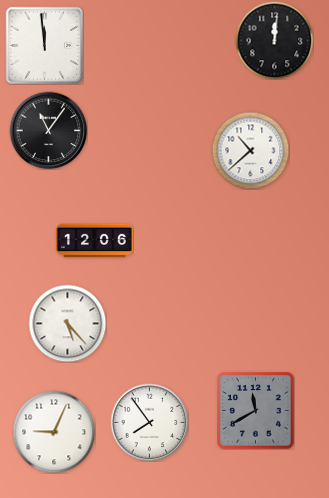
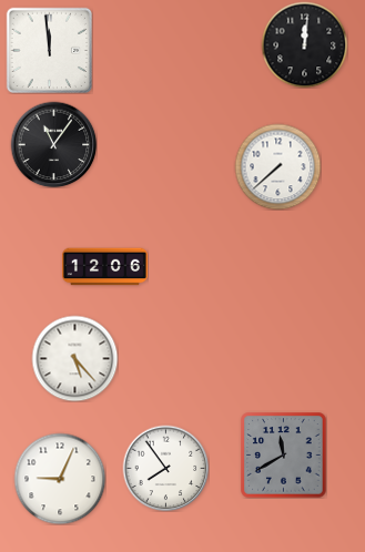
clock at (250, 150): 10:38 -> 7:38
